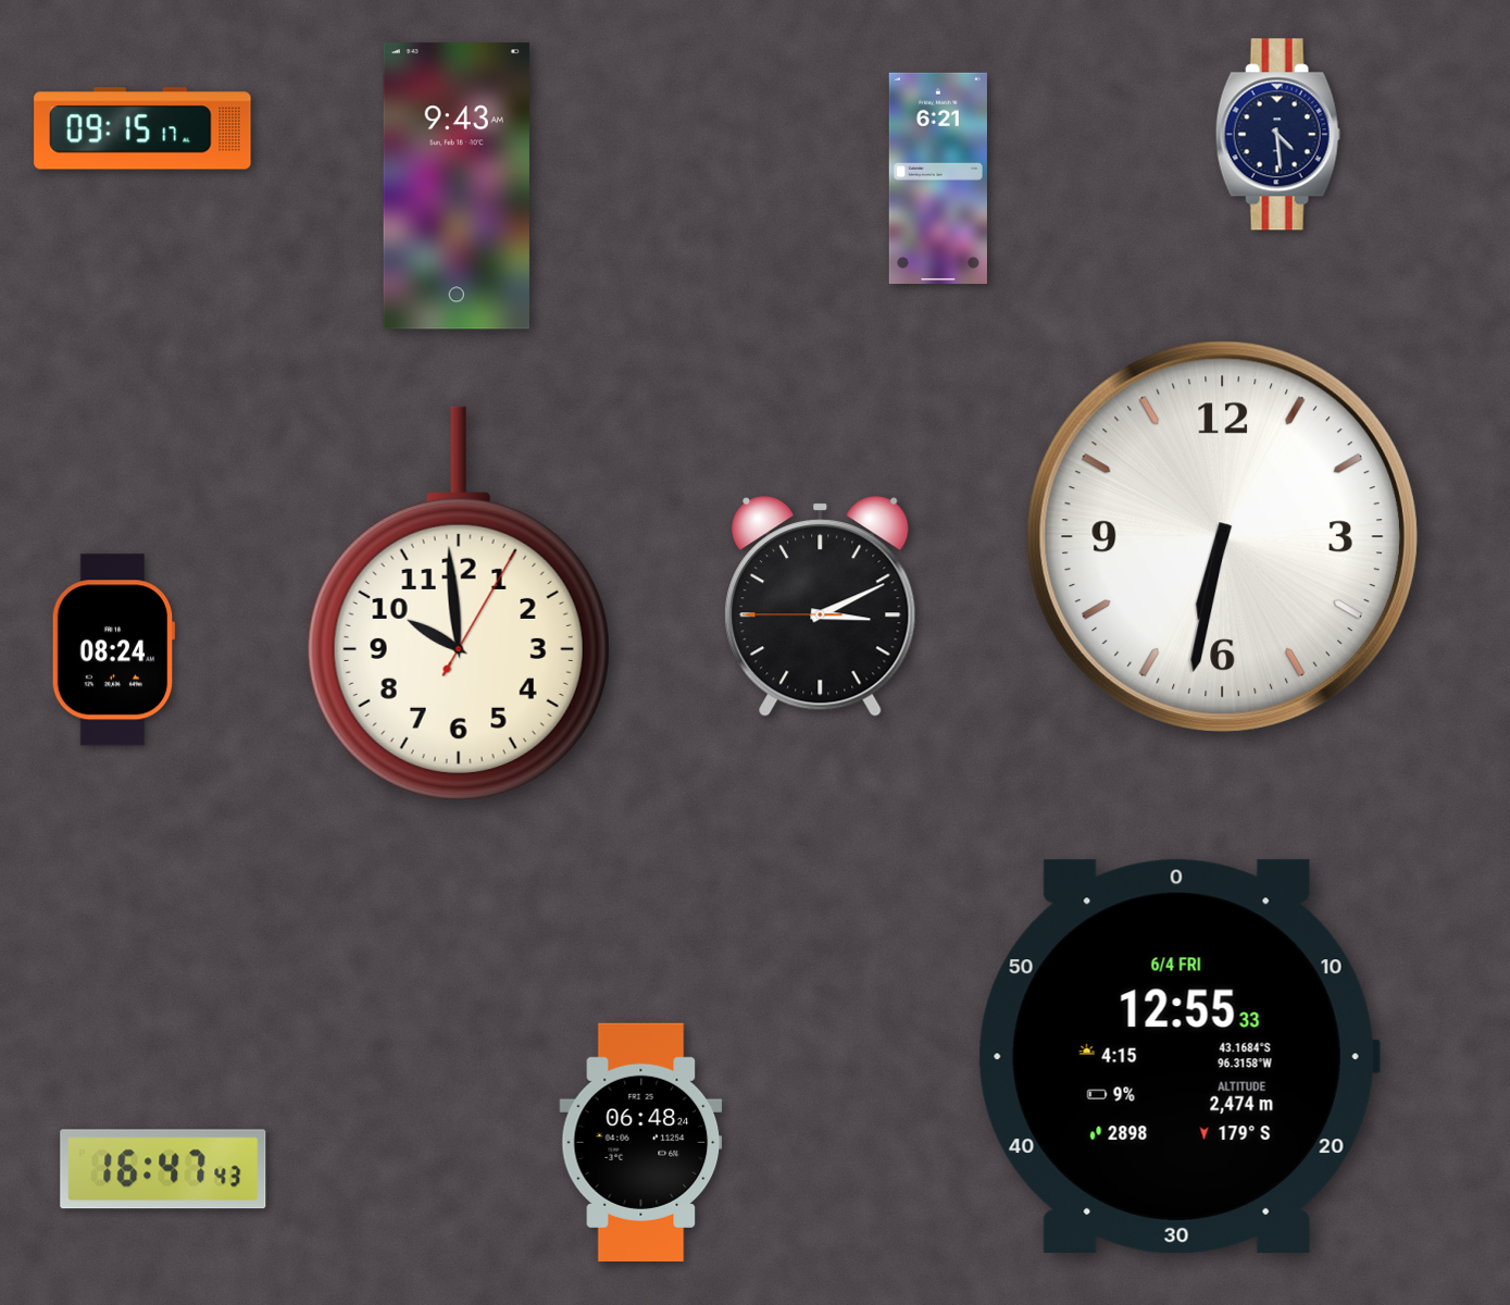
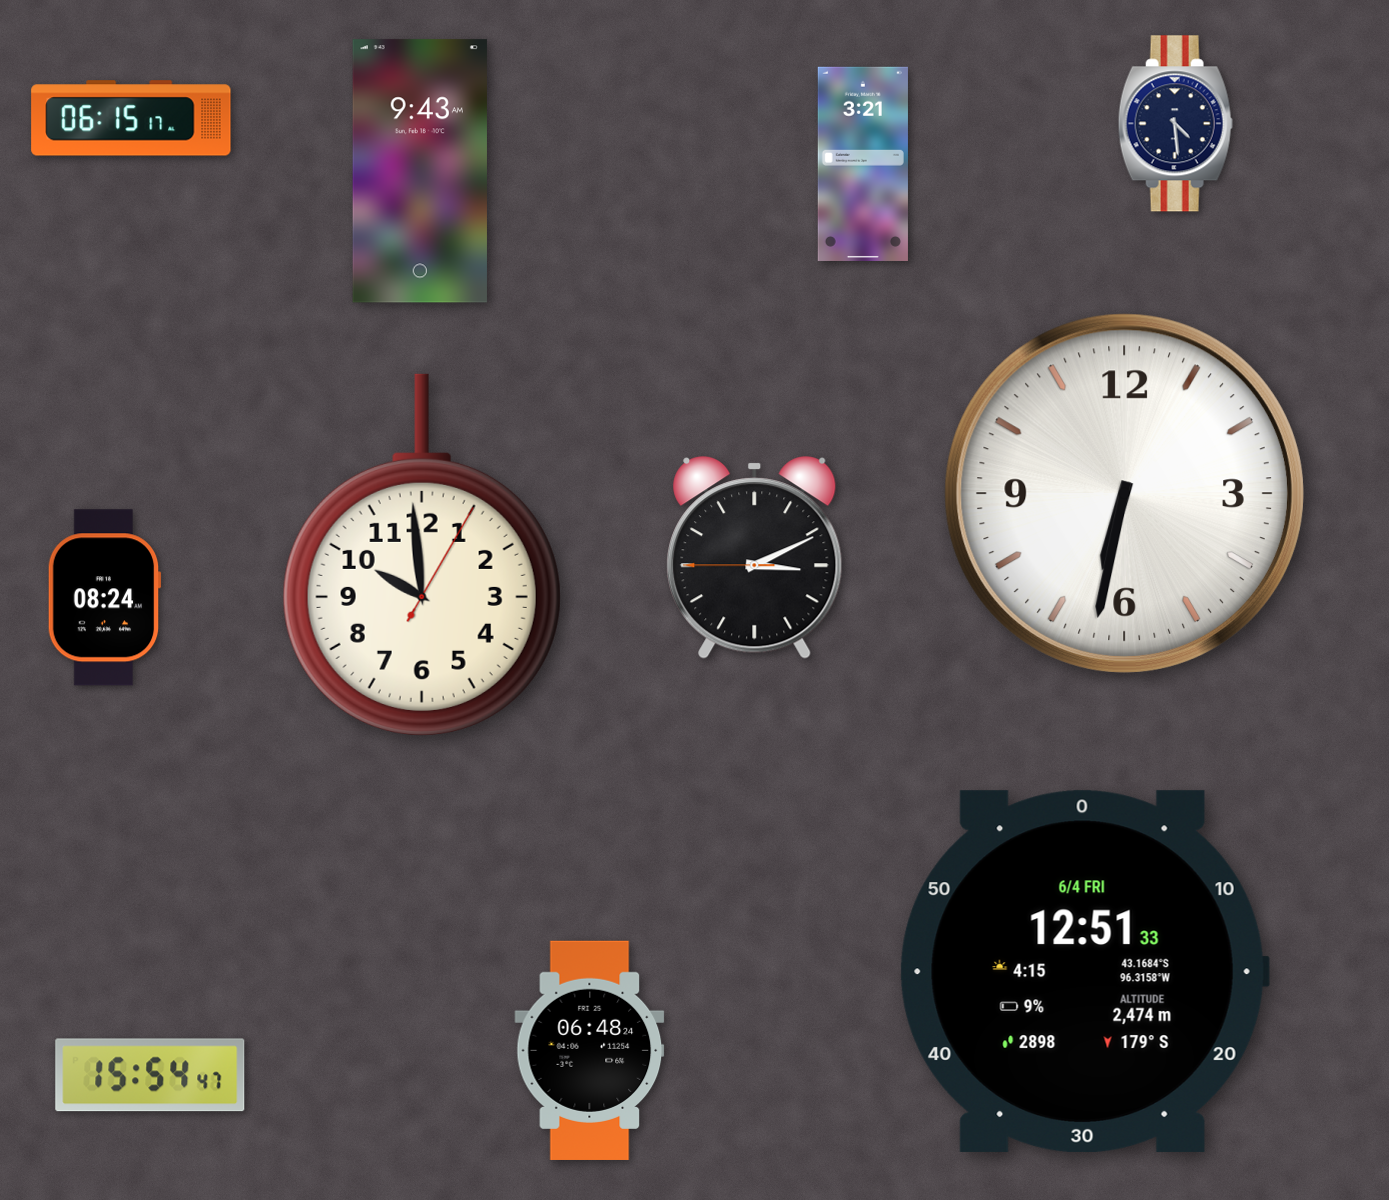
clock at (142, 128): 09:15 -> 06:15
clock at (938, 178): 6:21 -> 3:21
clock at (1178, 1056): 12:55 -> 12:51
clock at (163, 1169): 16:47 -> 15:54
